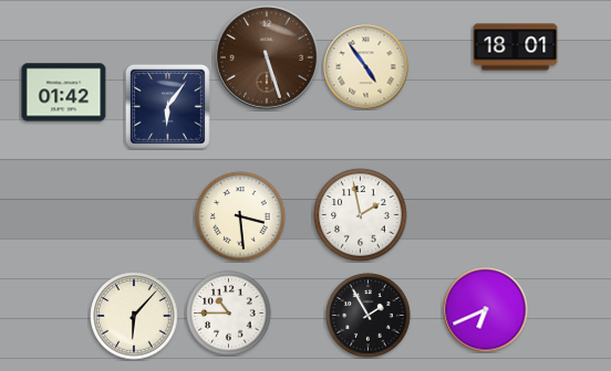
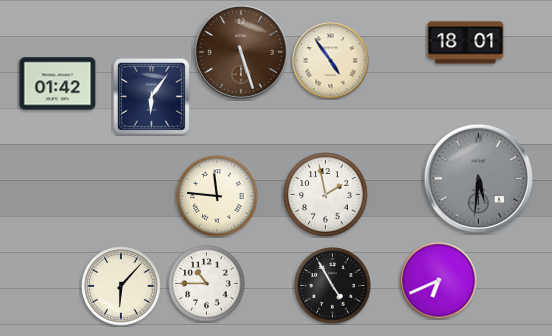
clock at (479, 179): none -> 5:31
clock at (240, 216): 3:29 -> 11:46
clock at (369, 316): 1:55 -> 4:55
